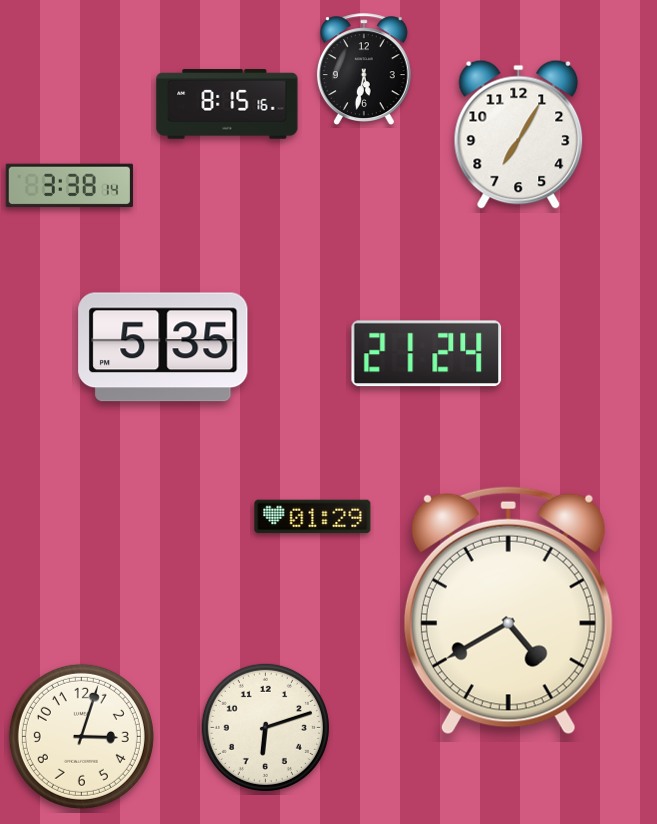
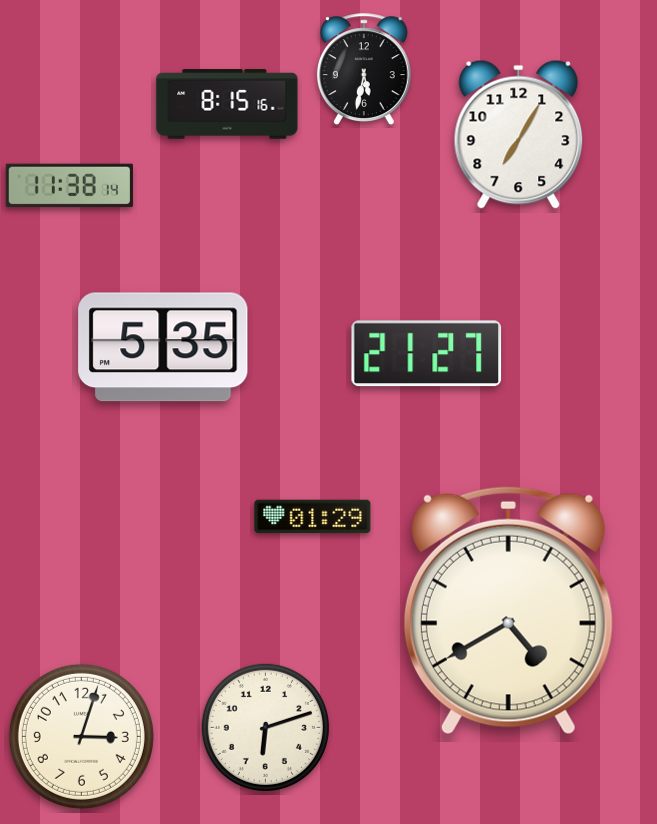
clock at (69, 186): 3:38 -> 11:38
clock at (427, 354): 21:24 -> 21:27
